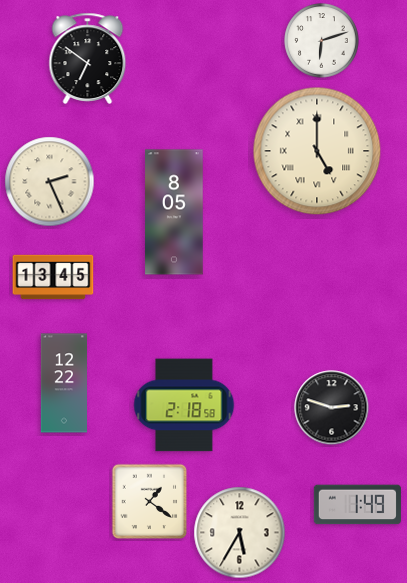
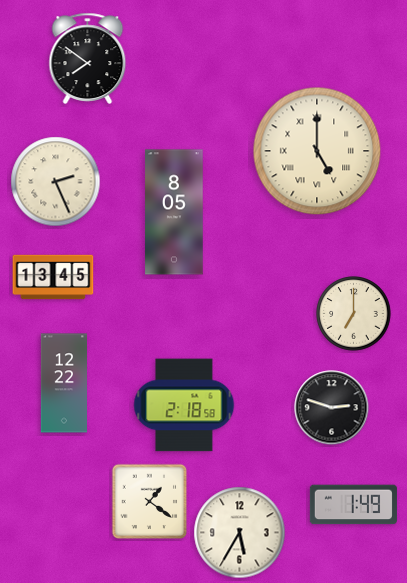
clock at (322, 41): 6:12 -> none
clock at (88, 58): 6:51 -> 7:51
clock at (50, 182) position: (50, 182) -> (56, 182)
clock at (354, 314): none -> 7:00
clock at (357, 505) position: (357, 505) -> (353, 505)
